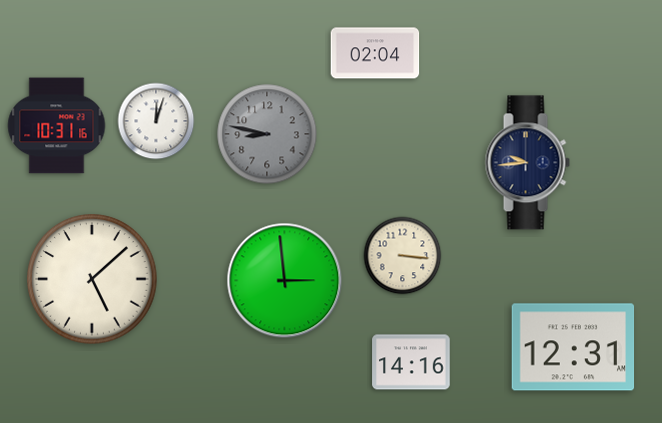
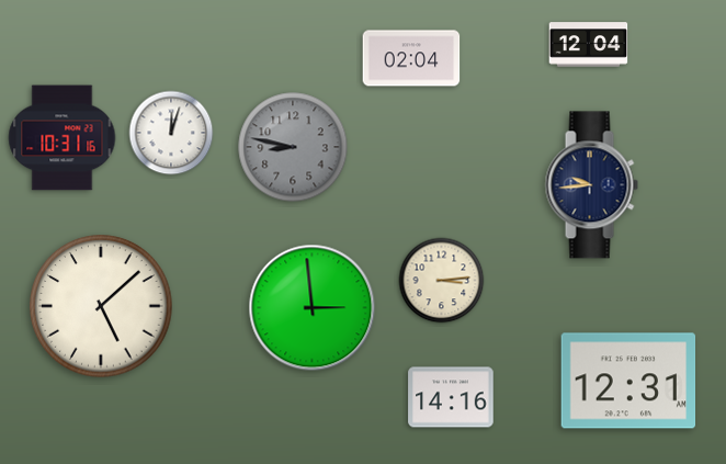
clock at (589, 45): none -> 12:04
clock at (527, 163) position: (527, 163) -> (591, 185)
clock at (403, 256): 3:16 -> 3:14
